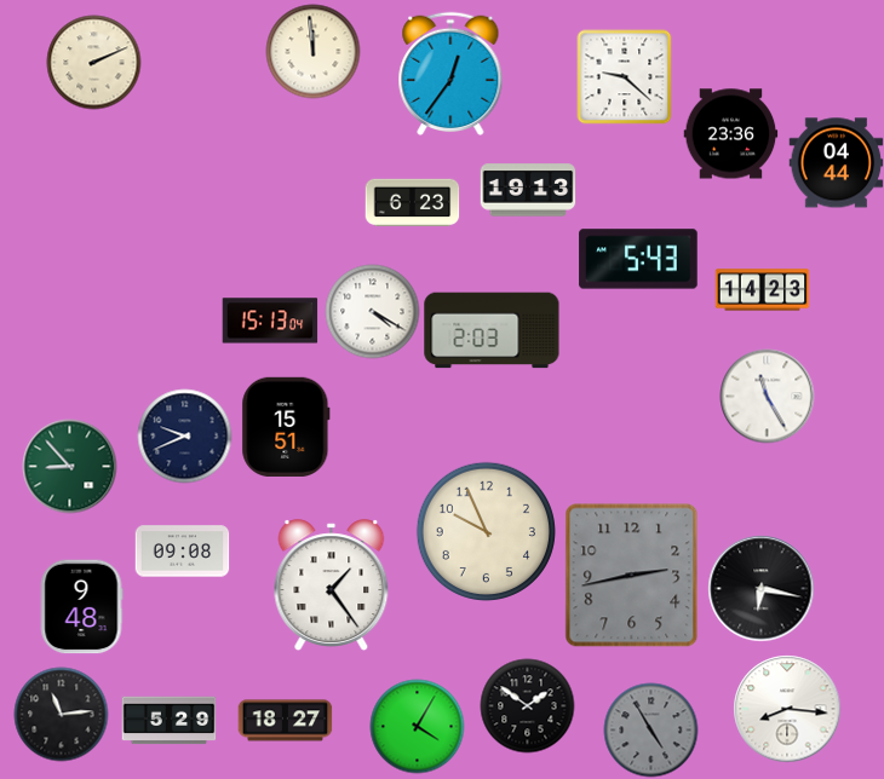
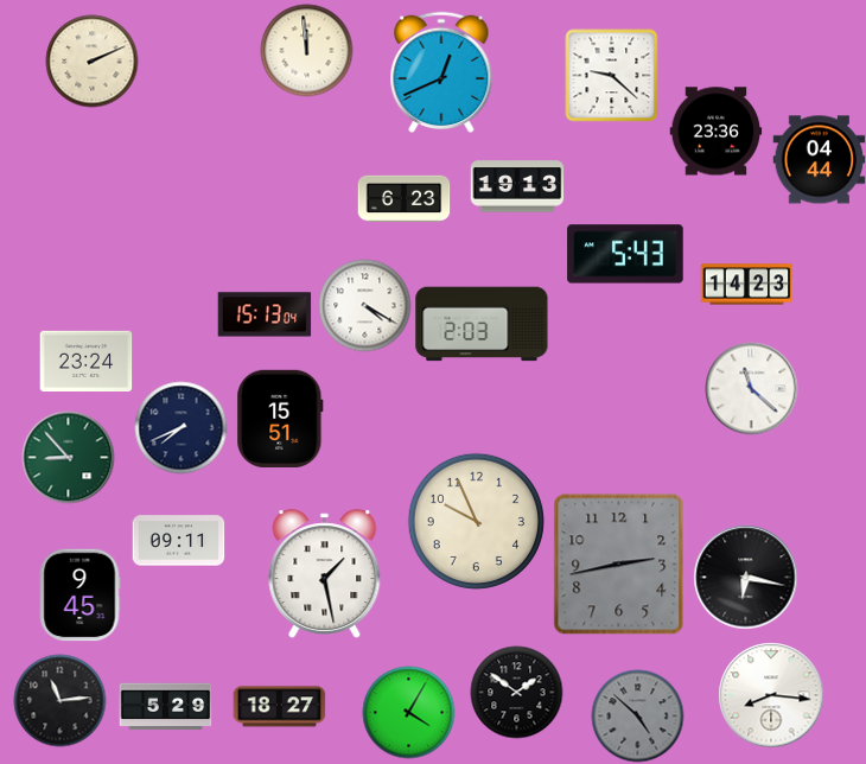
clock at (450, 74): 12:36 -> 12:41
clock at (85, 361): none -> 23:24
clock at (767, 396): 11:25 -> 11:22
clock at (184, 435): 9:41 -> 7:41
clock at (182, 552): 09:08 -> 09:11
clock at (332, 584): 1:24 -> 1:28
clock at (81, 606): 9:48 -> 9:45
clock at (650, 729): 4:55 -> 4:52
